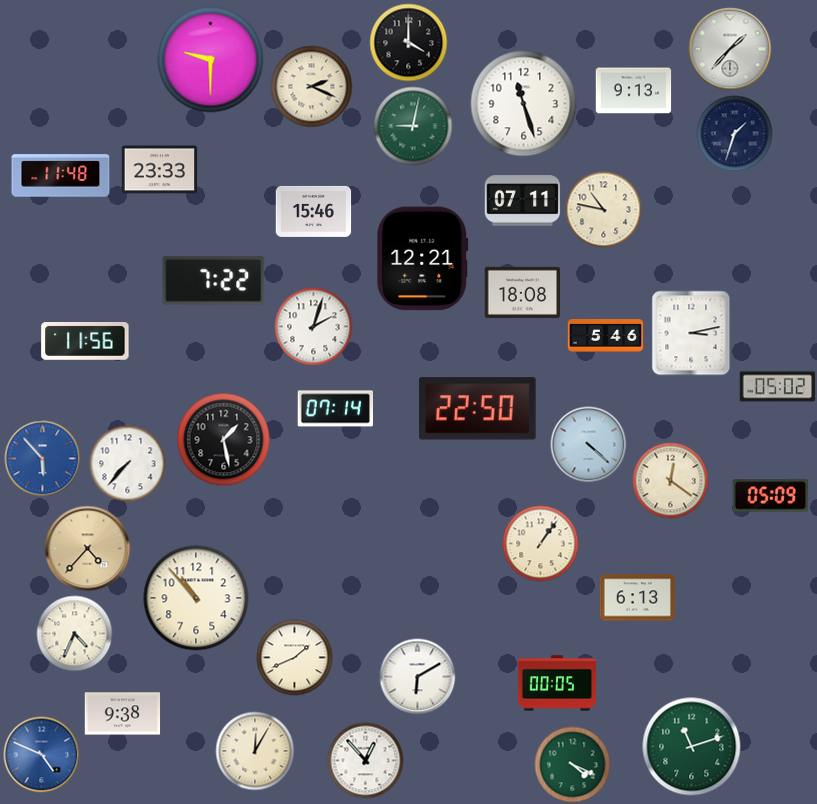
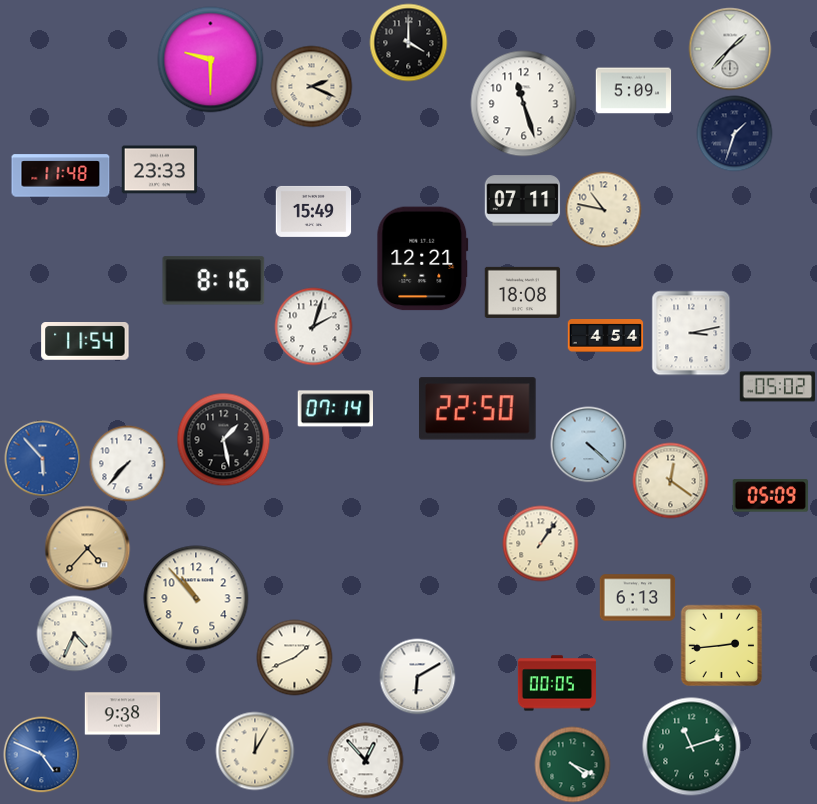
clock at (634, 91): 9:13 -> 5:09
clock at (413, 126): 9:02 -> none
clock at (314, 211): 15:46 -> 15:49
clock at (214, 281): 7:22 -> 8:16
clock at (606, 336): 5:46 -> 4:54
clock at (85, 342): 11:56 -> 11:54
clock at (722, 646): none -> 2:44
